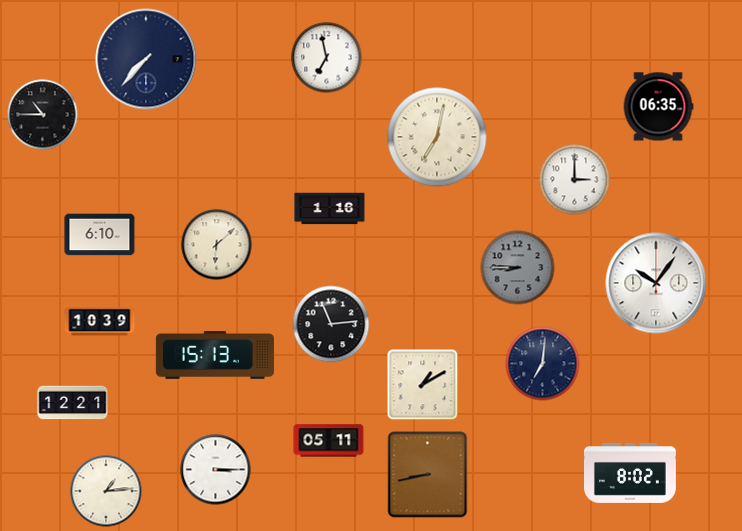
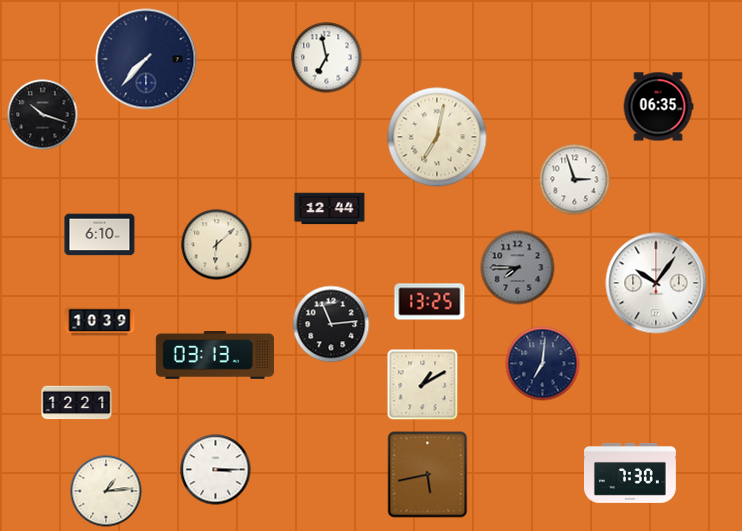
clock at (43, 115): 10:45 -> 10:18
clock at (575, 180): 3:00 -> 2:57
clock at (330, 209): 1:16 -> 12:44
clock at (518, 268): 8:45 -> 7:45
clock at (430, 302): none -> 13:25
clock at (215, 355): 15:13 -> 03:13
clock at (73, 403) position: (73, 403) -> (77, 403)
clock at (329, 441): 05:11 -> none
clock at (631, 473): 8:02 -> 7:30
clock at (428, 475): 8:43 -> 5:43
